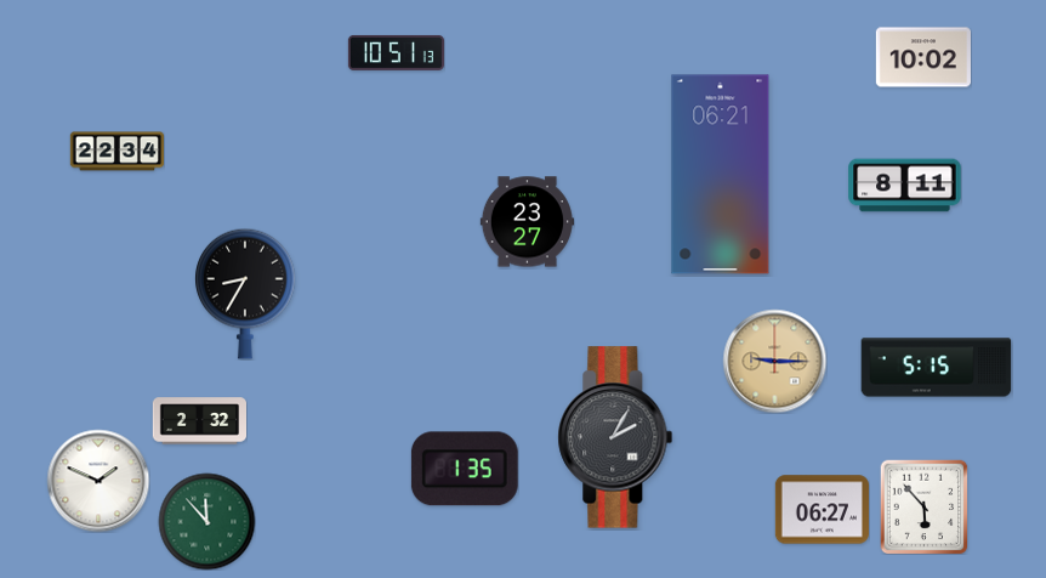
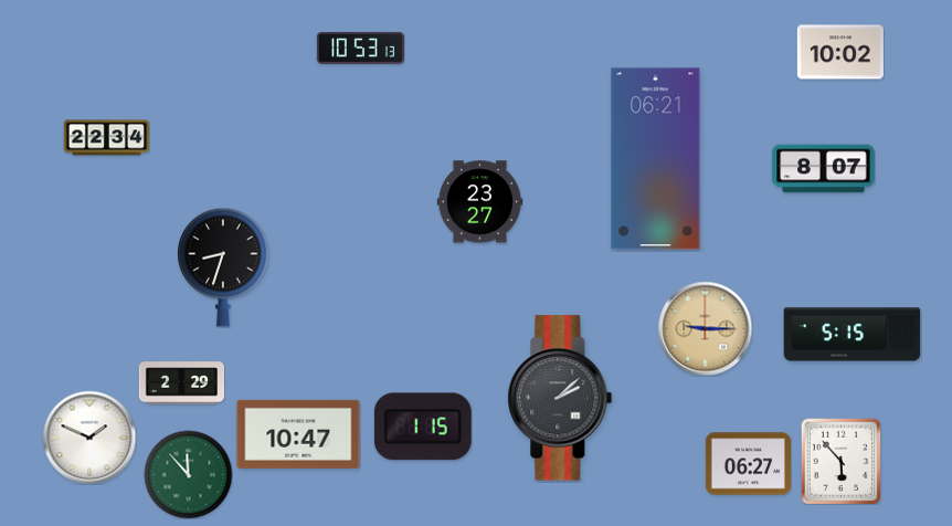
clock at (396, 52): 10:51 -> 10:53
clock at (905, 186): 8:11 -> 8:07
clock at (246, 294): 8:35 -> 8:33
clock at (199, 421): 2:32 -> 2:29
clock at (615, 437): 2:05 -> 2:08
clock at (465, 469): 1:35 -> 1:15
clock at (298, 434): none -> 10:47
